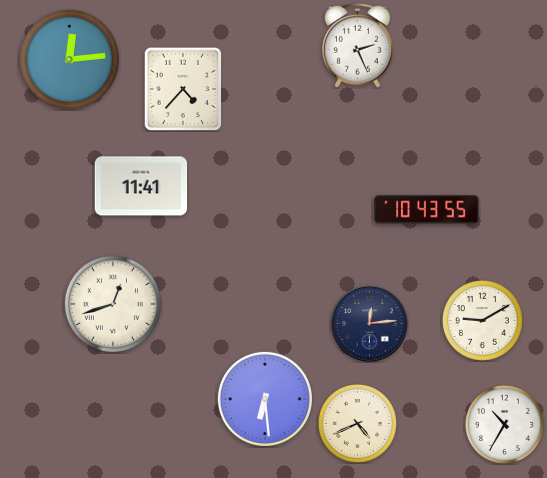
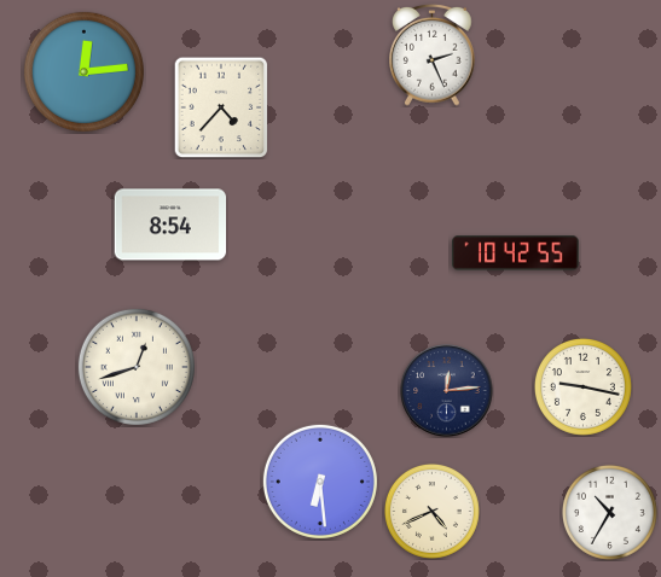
clock at (141, 186): 11:41 -> 8:54
clock at (427, 210): 10:43 -> 10:42
clock at (482, 320): 9:10 -> 9:17
